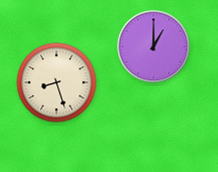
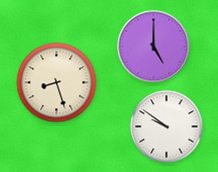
clock at (154, 47): 1:00 -> 5:00
clock at (167, 127): none -> 9:51
